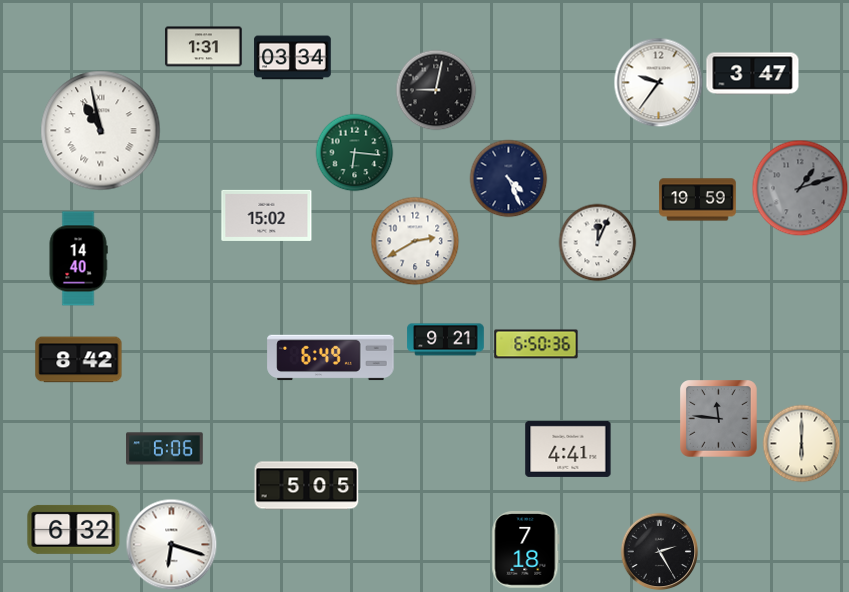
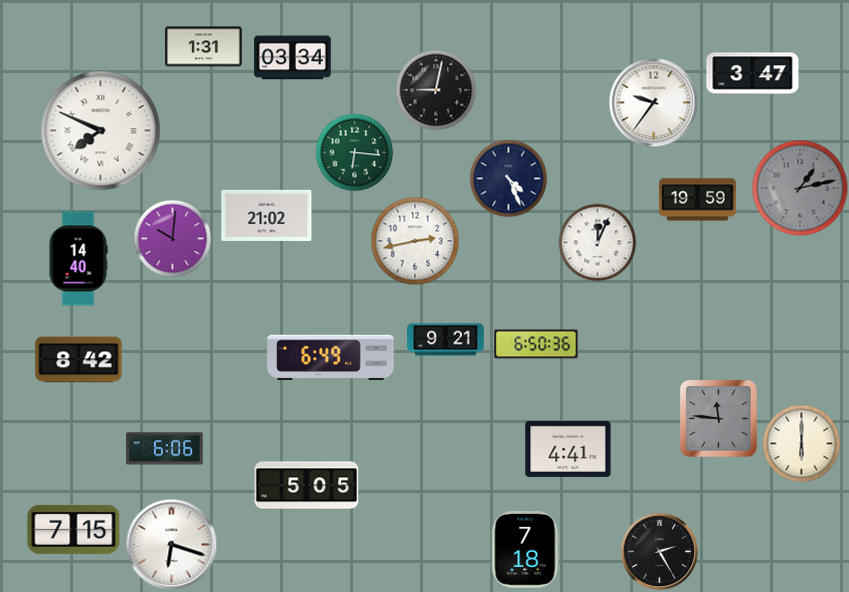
clock at (658, 82) position: (658, 82) -> (653, 102)
clock at (101, 131): 10:58 -> 7:49
clock at (800, 188): 1:12 -> 1:13
clock at (267, 215): 15:02 -> 21:02
clock at (172, 238): none -> 10:01
clock at (415, 241): 2:40 -> 2:43
clock at (74, 529): 6:32 -> 7:15
